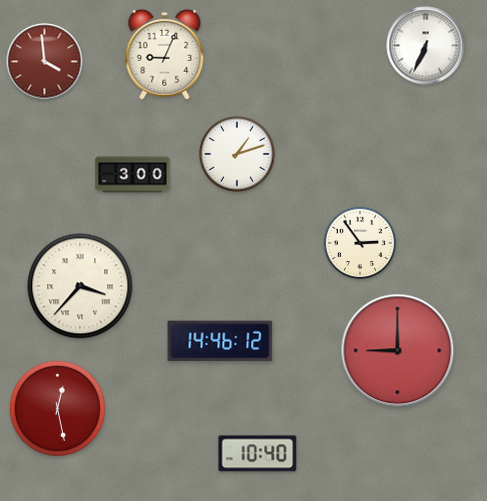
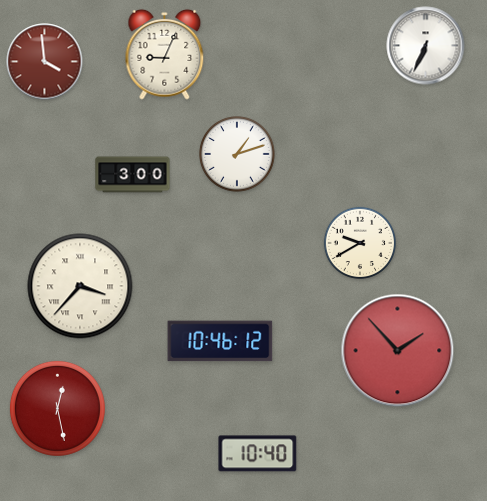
clock at (359, 242): 2:54 -> 9:40
clock at (220, 341): 14:46 -> 10:46
clock at (398, 351): 9:00 -> 1:53
